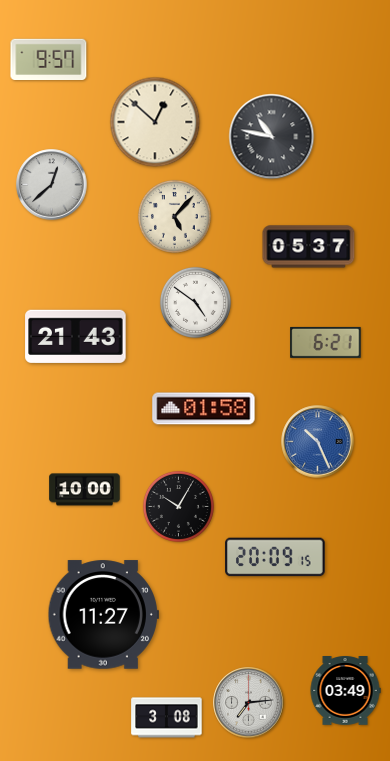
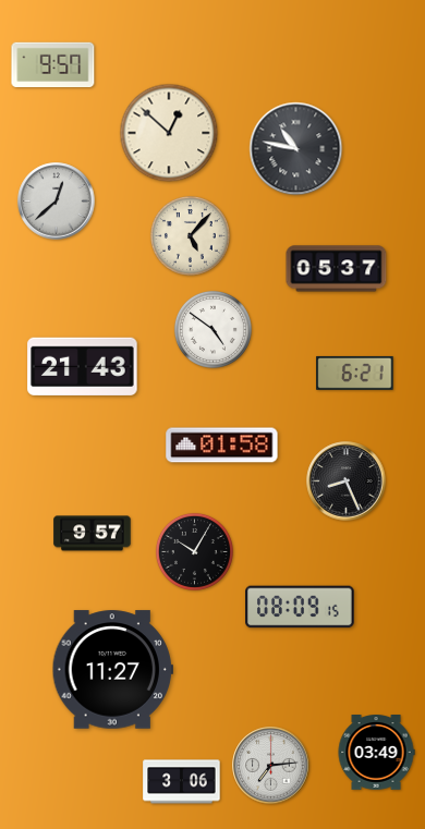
clock at (318, 442): 10:26 -> 8:26
clock at (318, 442) dial: blue -> black
clock at (85, 490): 10:00 -> 9:57
clock at (275, 557): 20:09 -> 08:09
clock at (167, 718): 3:08 -> 3:06
